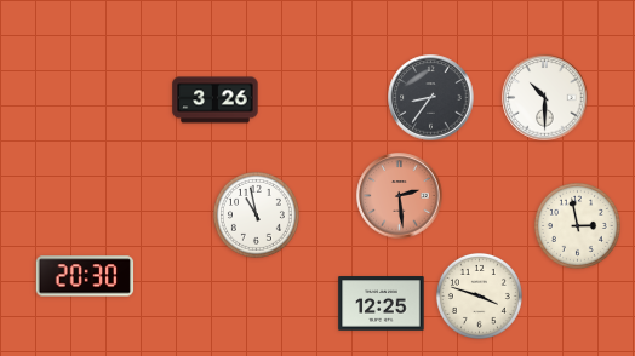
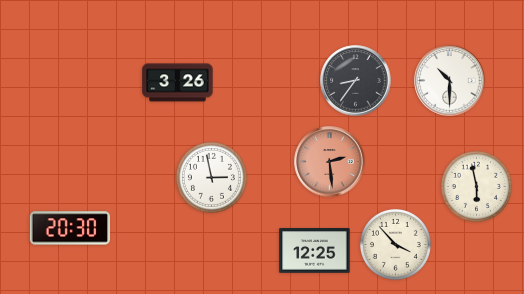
clock at (256, 214): 10:58 -> 2:58
clock at (577, 225): 2:58 -> 5:58
clock at (479, 295): 3:48 -> 3:53
